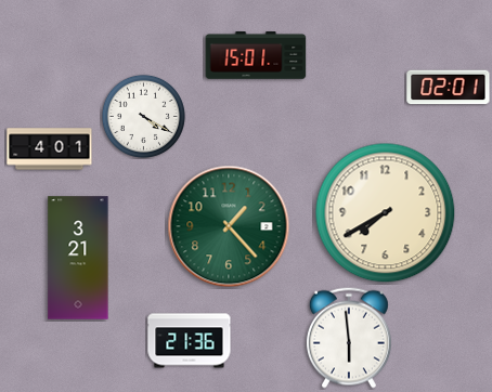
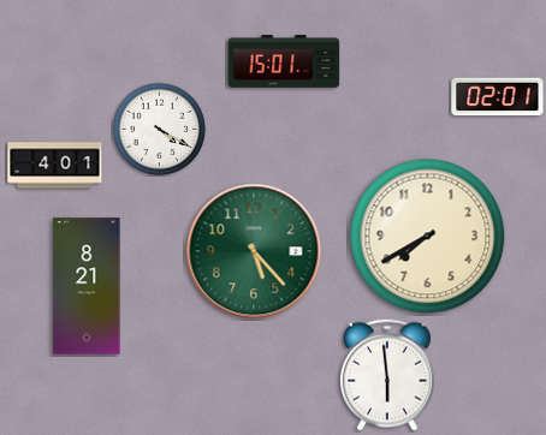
clock at (229, 226): 1:23 -> 5:23
clock at (78, 258): 3:21 -> 8:21
clock at (190, 341): 21:36 -> none
